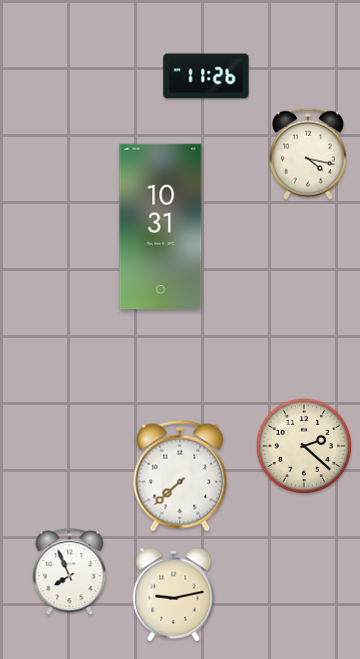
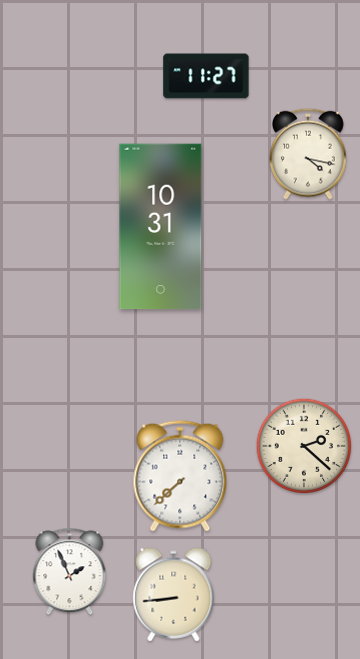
clock at (206, 76): 11:26 -> 11:27
clock at (70, 572): 7:56 -> 1:56
clock at (174, 595): 9:13 -> 8:44
